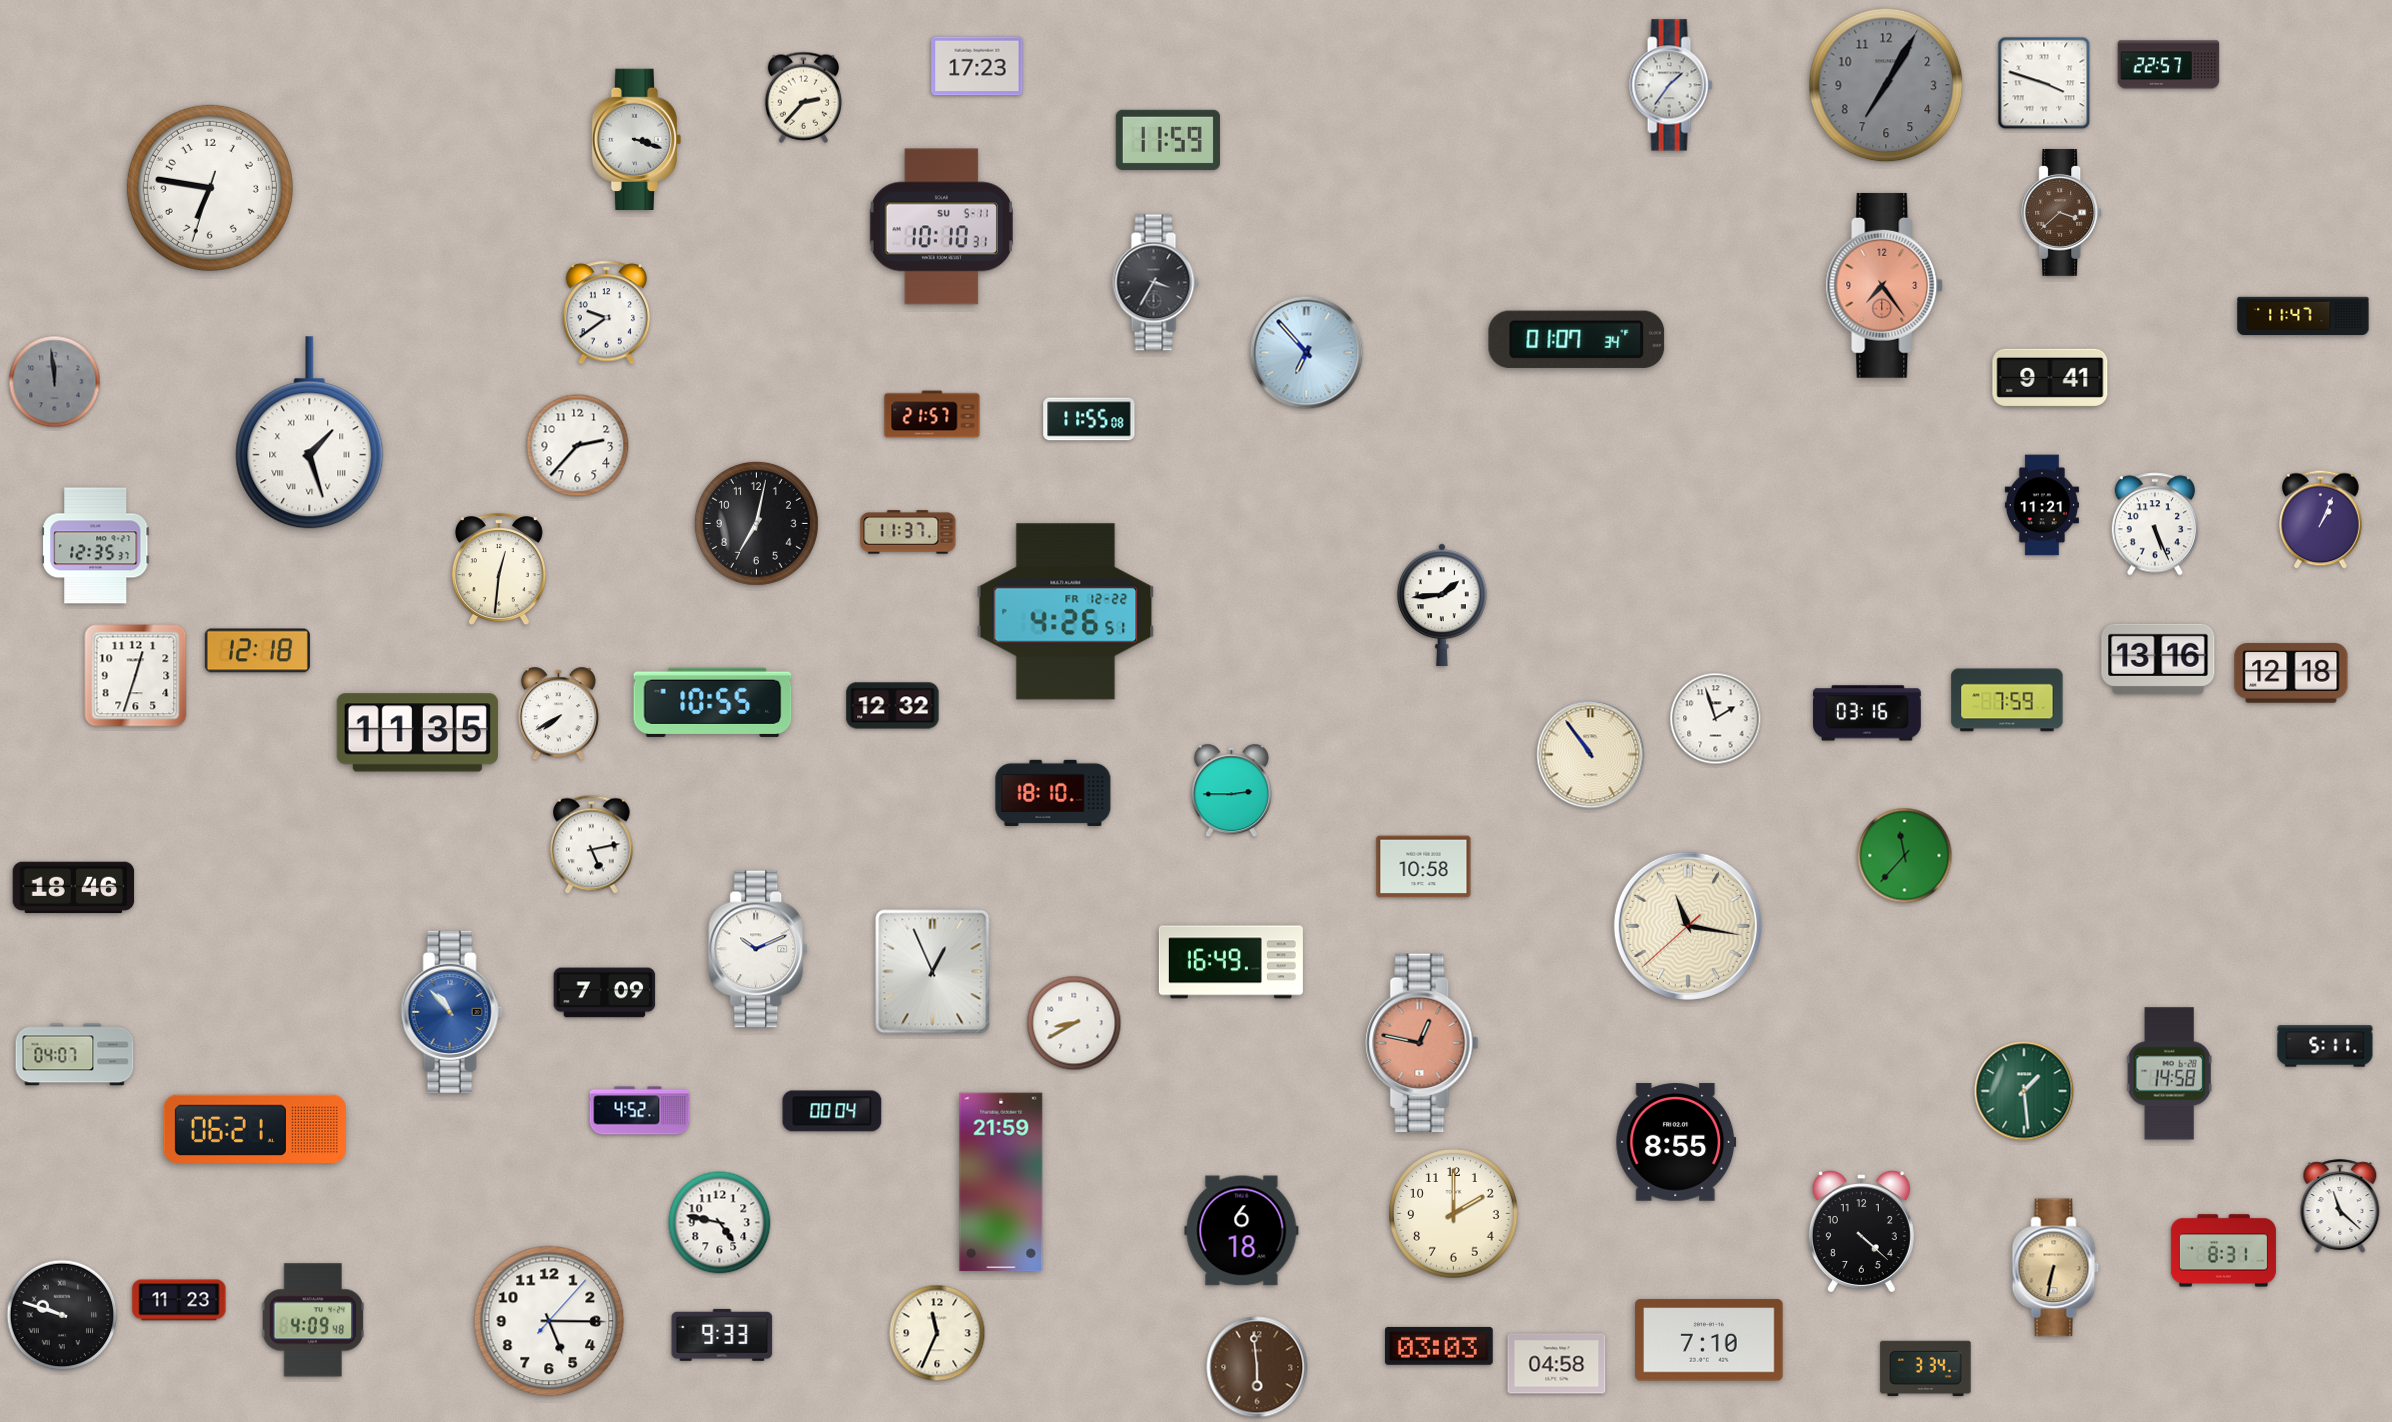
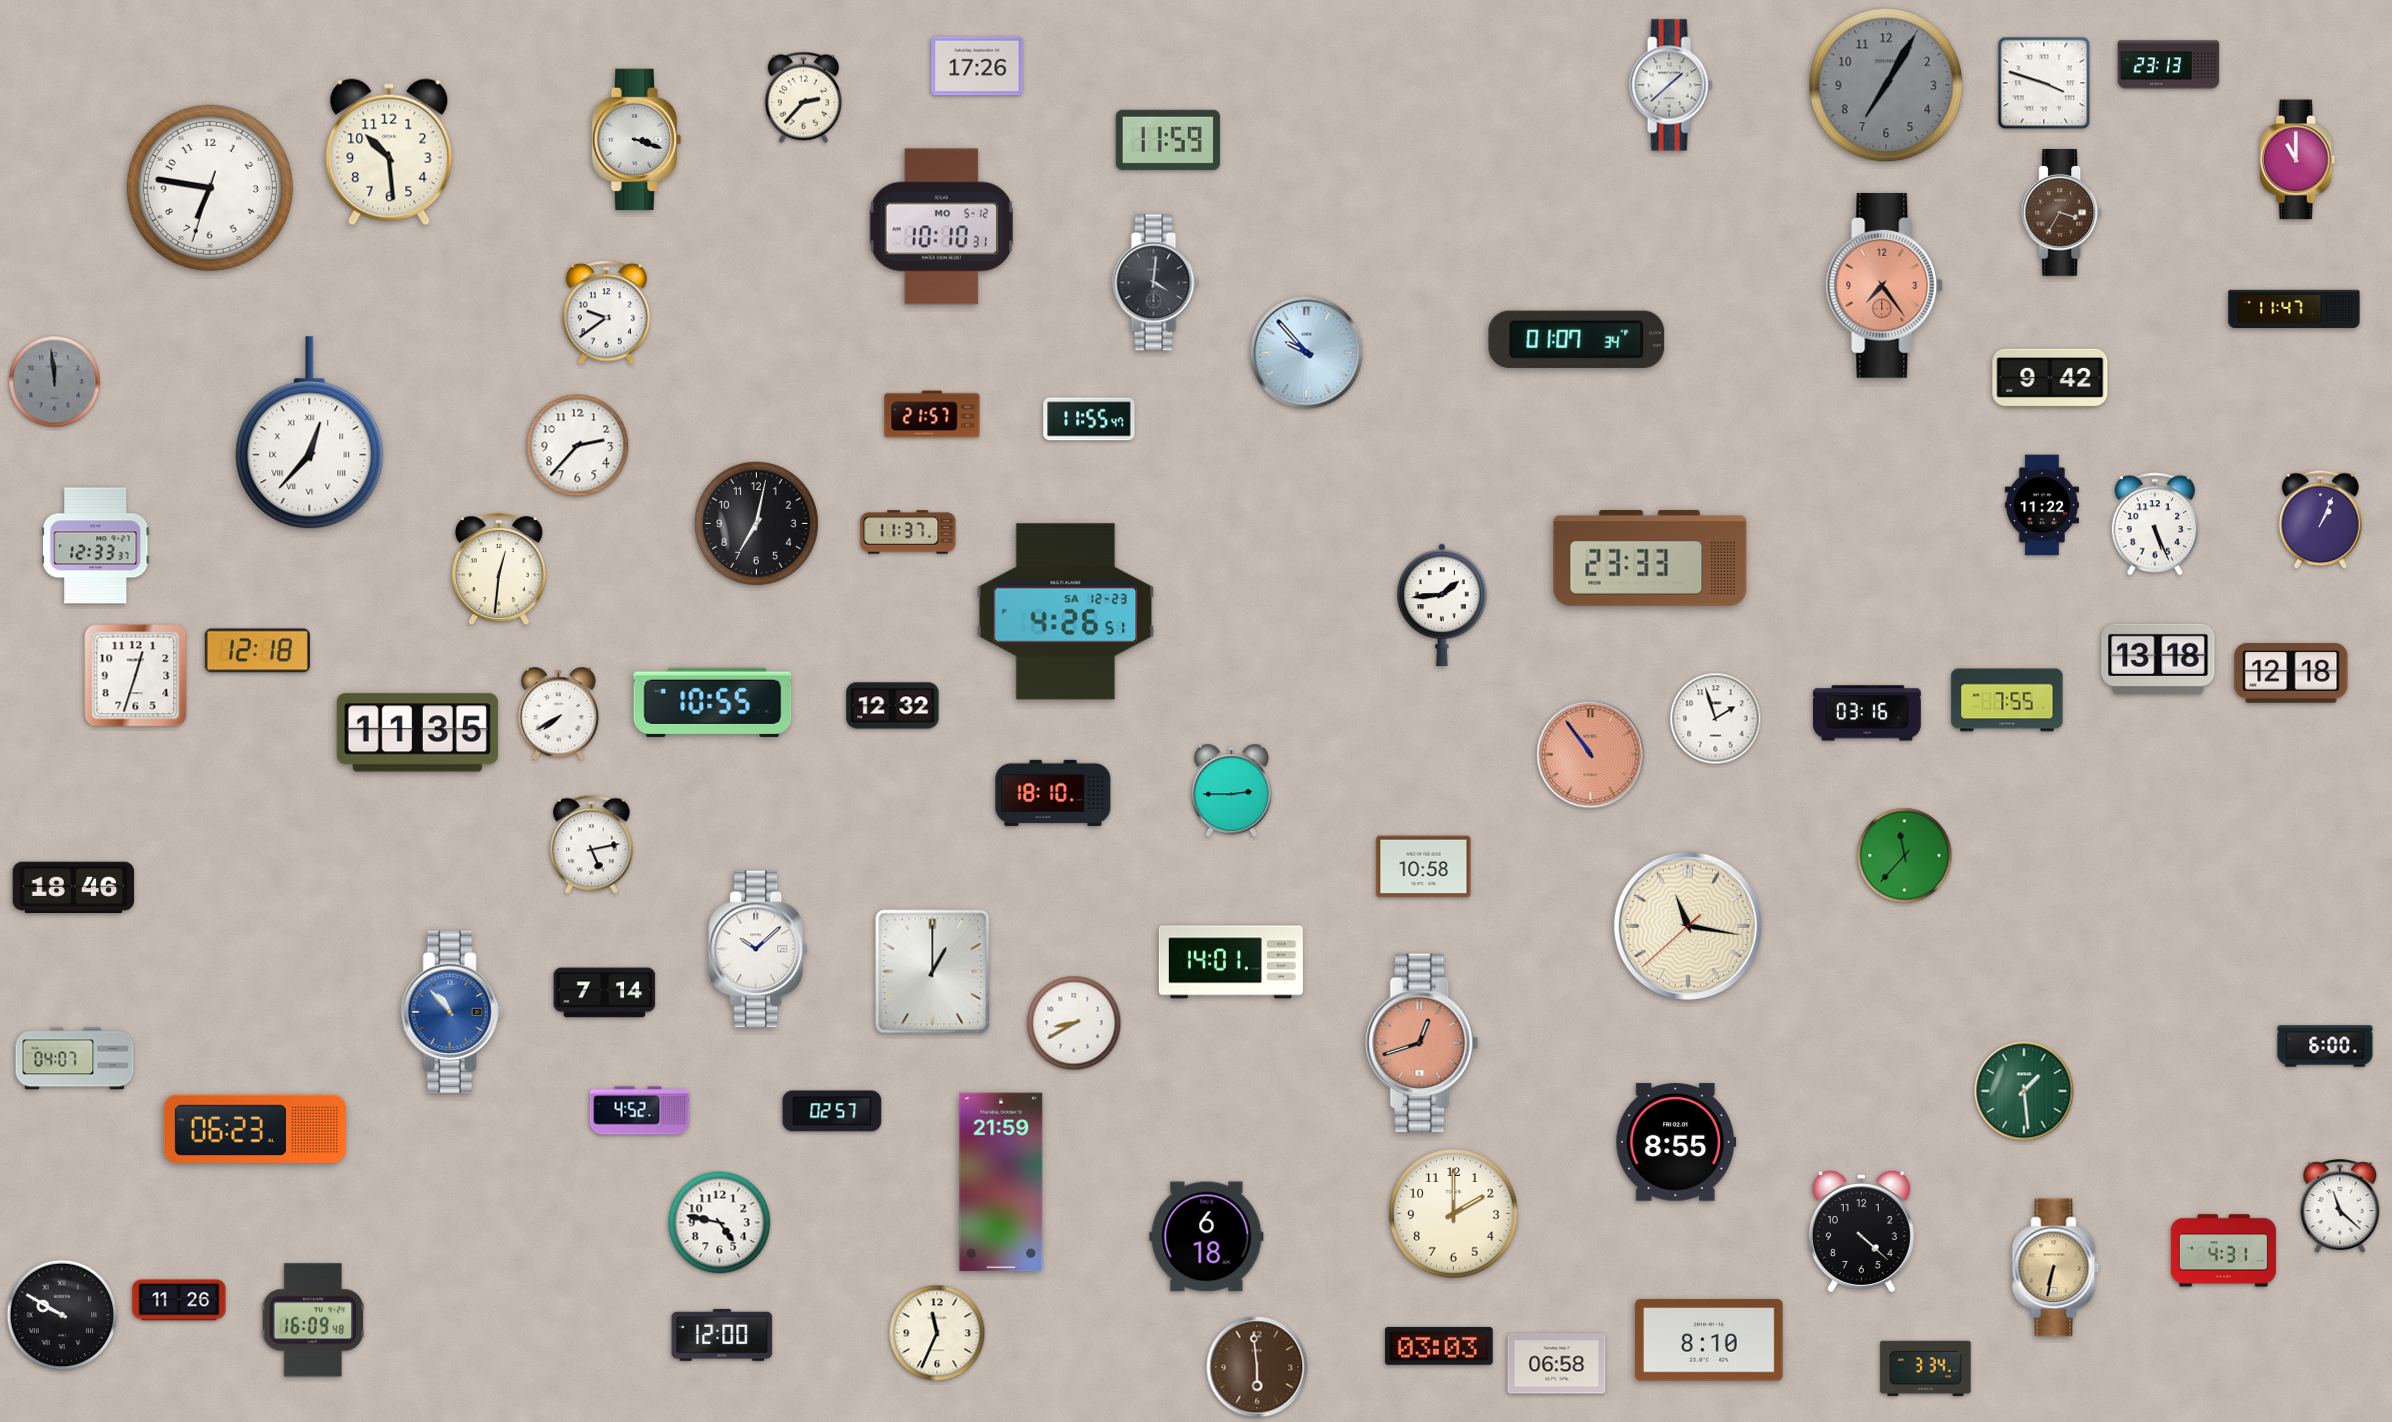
clock at (2169, 65): 22:57 -> 23:13
clock at (977, 66): 17:23 -> 17:26
clock at (1671, 85): 1:36 -> 1:38
clock at (389, 152): none -> 10:29
clock at (2297, 160): none -> 11:00
clock at (2062, 212): 3:38 -> 3:35
clock at (941, 227) date: SU 5-11 -> MO 5-12
clock at (1156, 283): 3:35 -> 4:01
clock at (2303, 316) position: (2303, 316) -> (2294, 309)
clock at (1307, 353): 6:53 -> 9:53
clock at (2050, 378): 9:41 -> 9:42
clock at (1089, 419): 11:55:08 -> 11:55:47
clock at (310, 433): 1:27 -> 12:37
clock at (2042, 505): 11:21 -> 11:22
clock at (96, 546): 12:35 -> 12:33
clock at (1650, 558): none -> 23:33
clock at (1066, 612) date: FR 12-22 -> SA 12-23
clock at (2158, 659): 13:16 -> 13:18
clock at (2007, 700): 7:59 -> 7:55
clock at (1591, 755) dial: cream -> salmon
clock at (759, 949): 10:11 -> 10:08
clock at (1231, 962): 16:49 -> 14:01
clock at (933, 972): 12:56 -> 1:00
clock at (605, 993): 7:09 -> 7:14
clock at (1422, 1043): 12:47 -> 12:42
clock at (2325, 1046): 5:11 -> 6:00
clock at (75, 1055) position: (75, 1055) -> (75, 1059)
clock at (2169, 1074): 14:58 -> none
clock at (832, 1111): 00:04 -> 02:57
clock at (255, 1128): 06:21 -> 06:23
clock at (1242, 1231) position: (1242, 1231) -> (1207, 1237)
clock at (2223, 1251): 8:31 -> 4:31
clock at (179, 1300): 11:23 -> 11:26
clock at (62, 1315): 9:48 -> 9:50
clock at (313, 1320): 4:09 -> 16:09
clock at (549, 1321): 5:15 -> none
clock at (722, 1335): 9:33 -> 12:00
clock at (1709, 1340): 7:10 -> 8:10
clock at (1557, 1364): 04:58 -> 06:58
